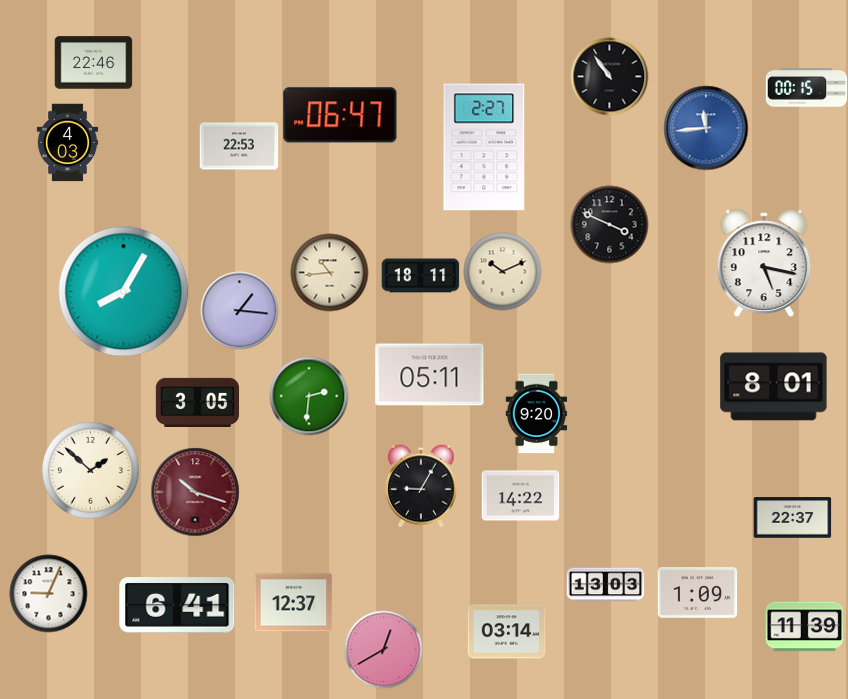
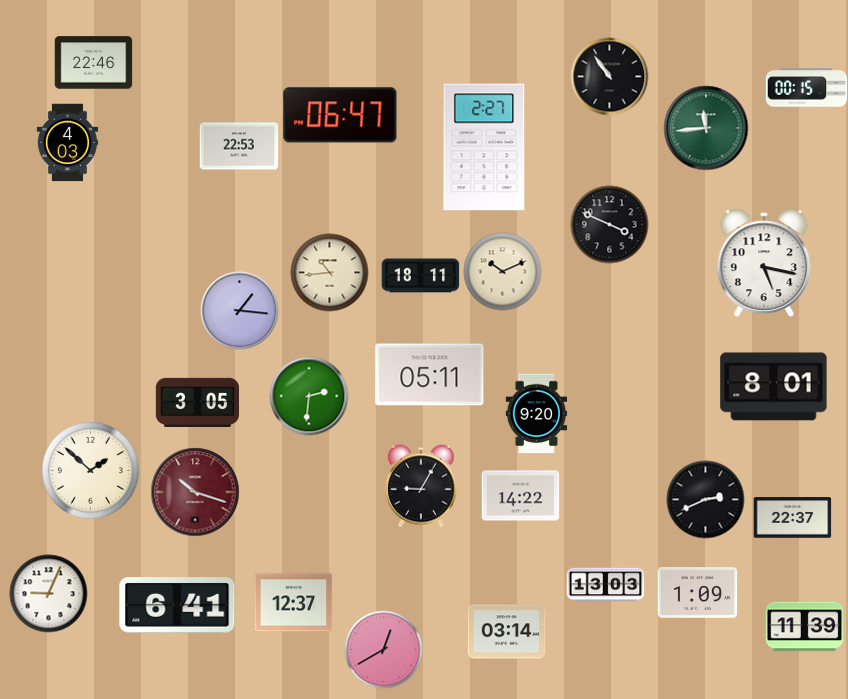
clock at (706, 128) dial: blue -> green
clock at (124, 292): 8:05 -> none
clock at (705, 499): none -> 2:41
